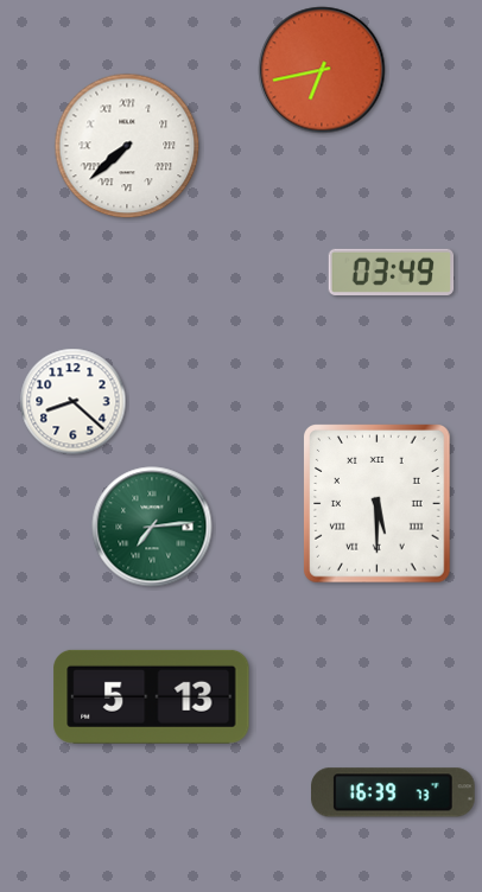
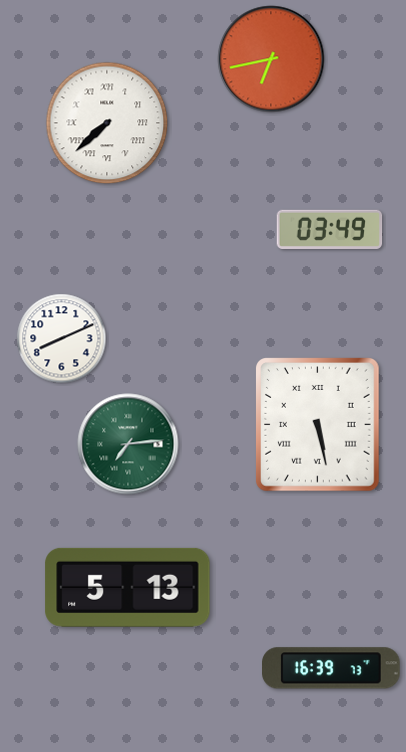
clock at (74, 402): 8:22 -> 8:11
clock at (378, 504): 5:30 -> 5:28
